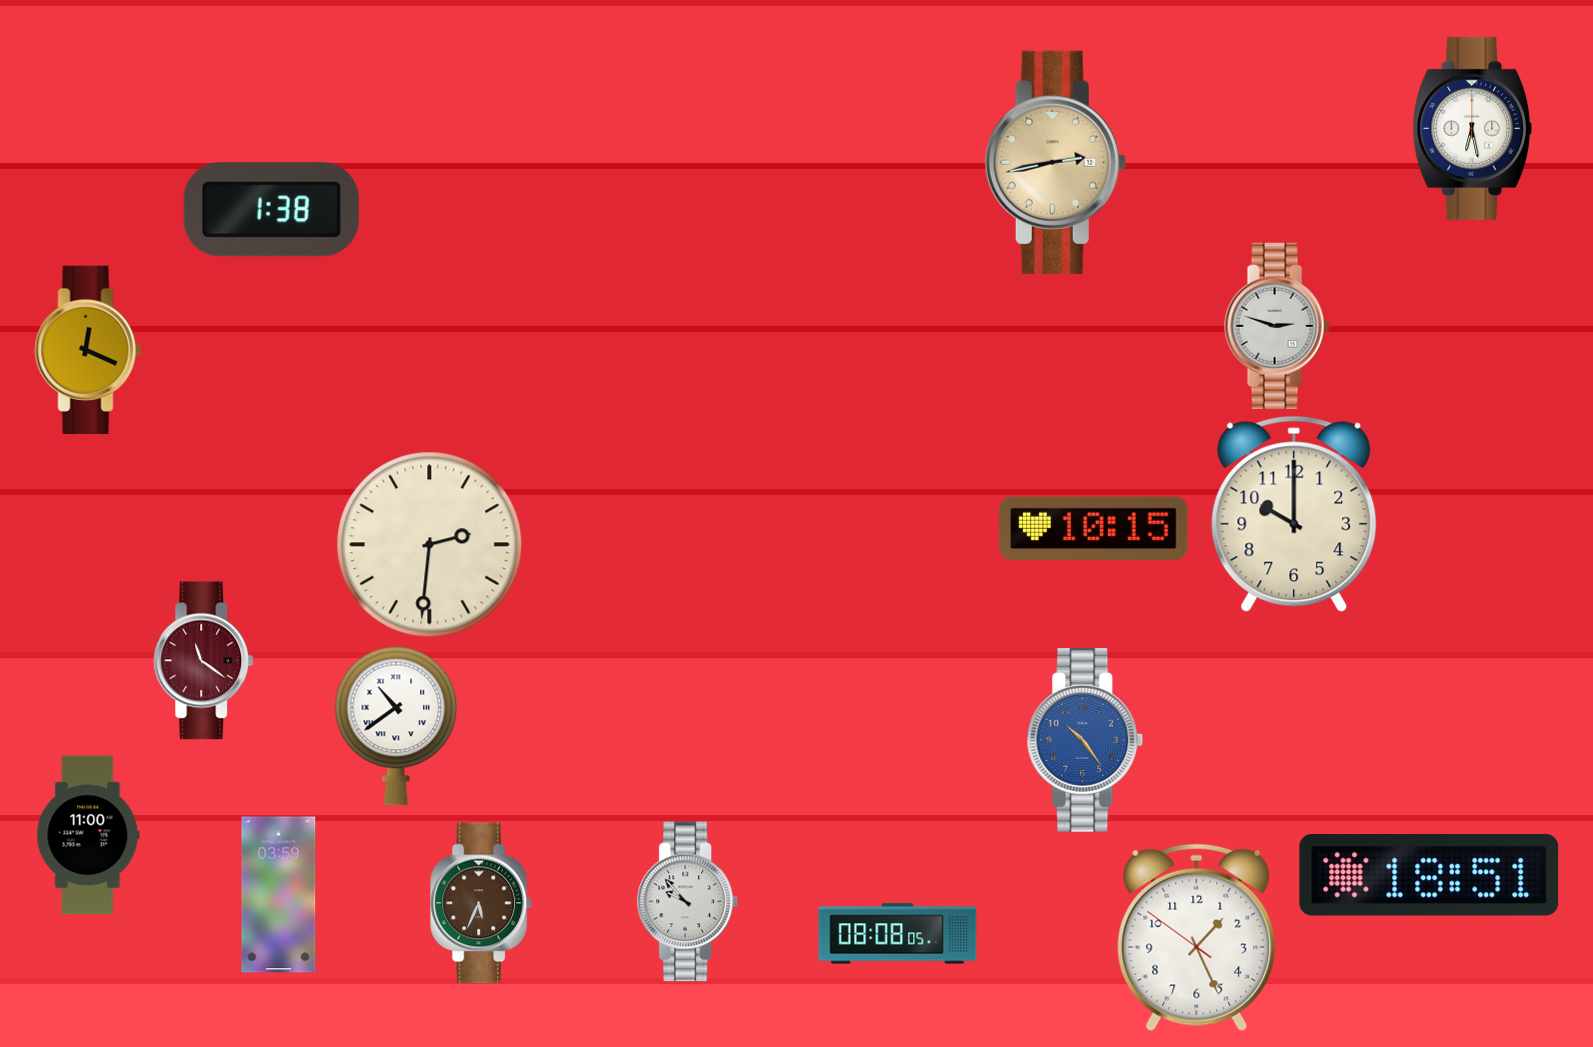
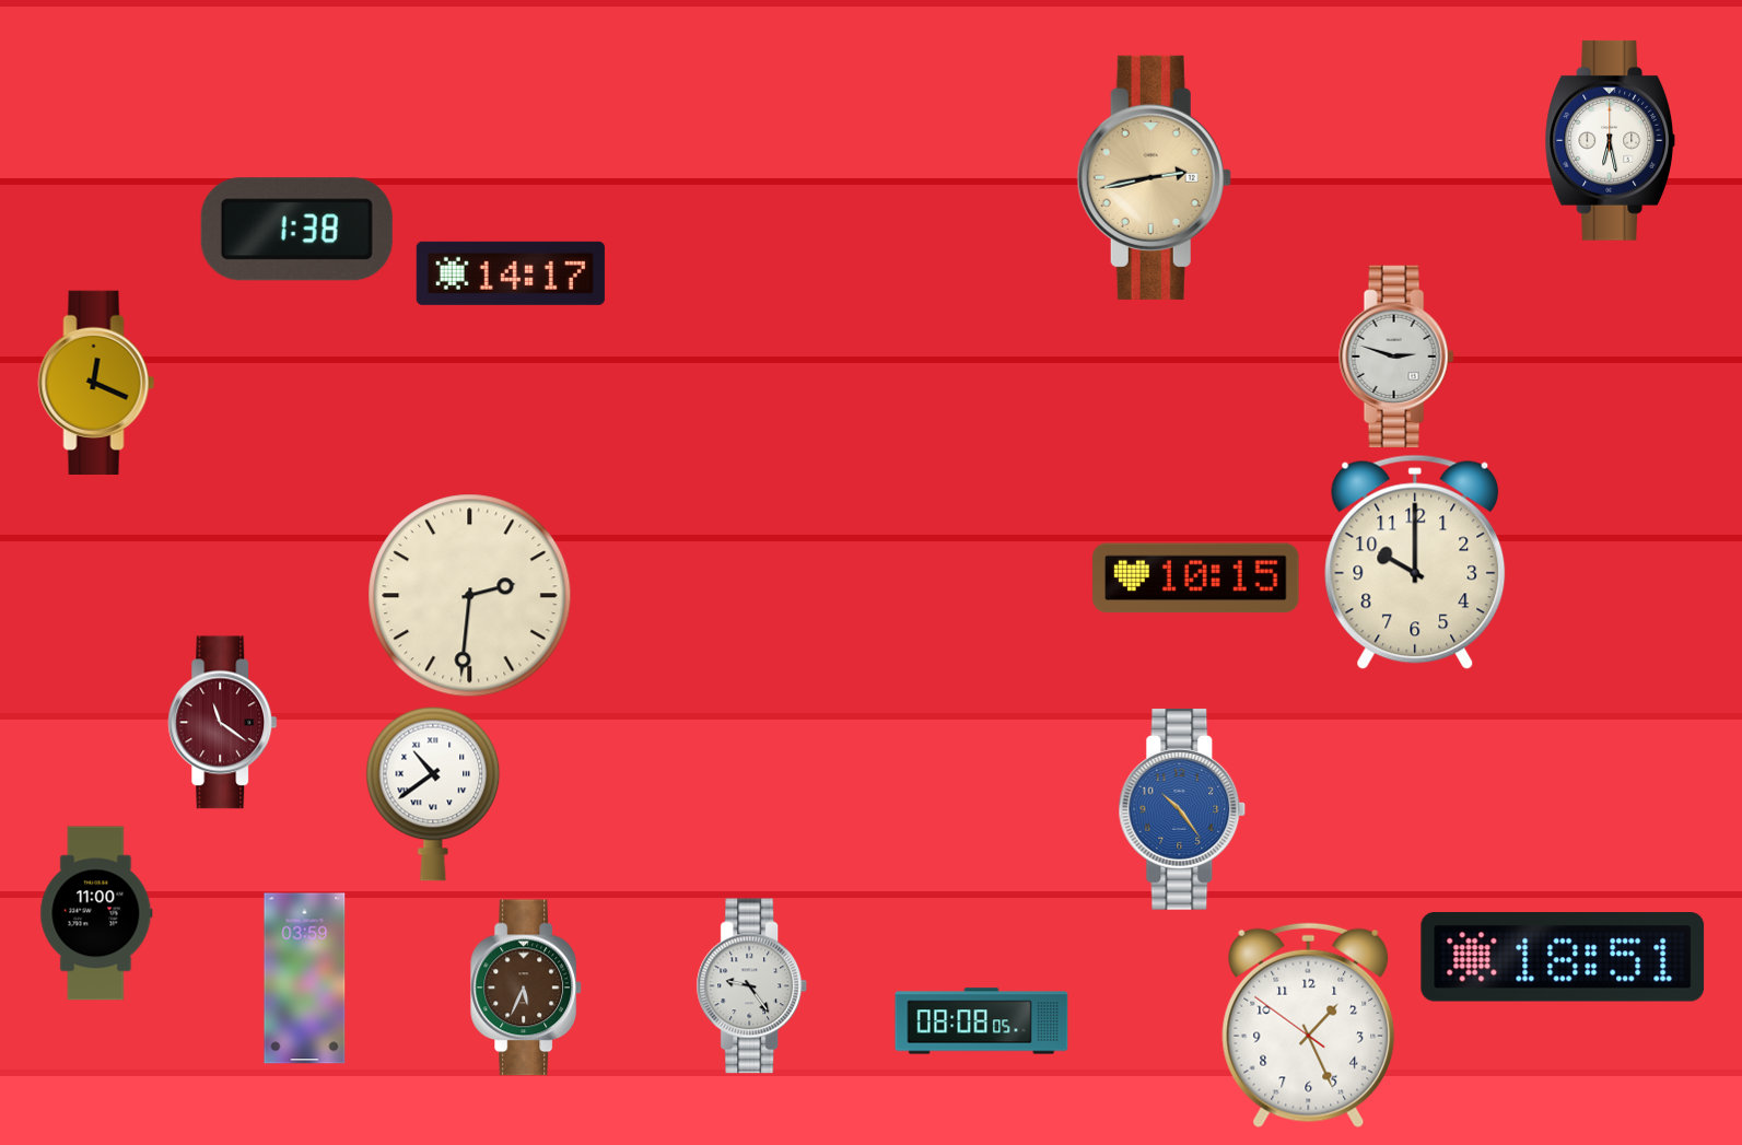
clock at (511, 273): none -> 14:17
clock at (1085, 740) position: (1085, 740) -> (1182, 809)
clock at (688, 902): 9:53 -> 9:24
